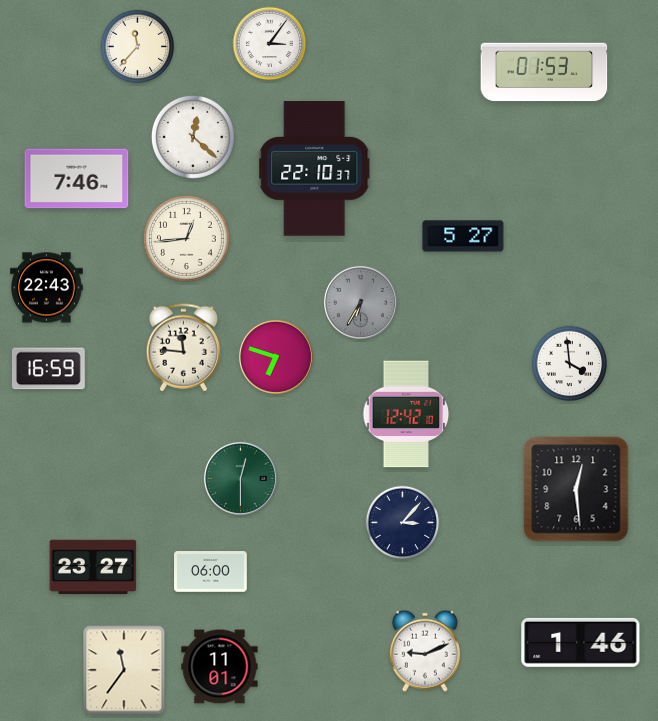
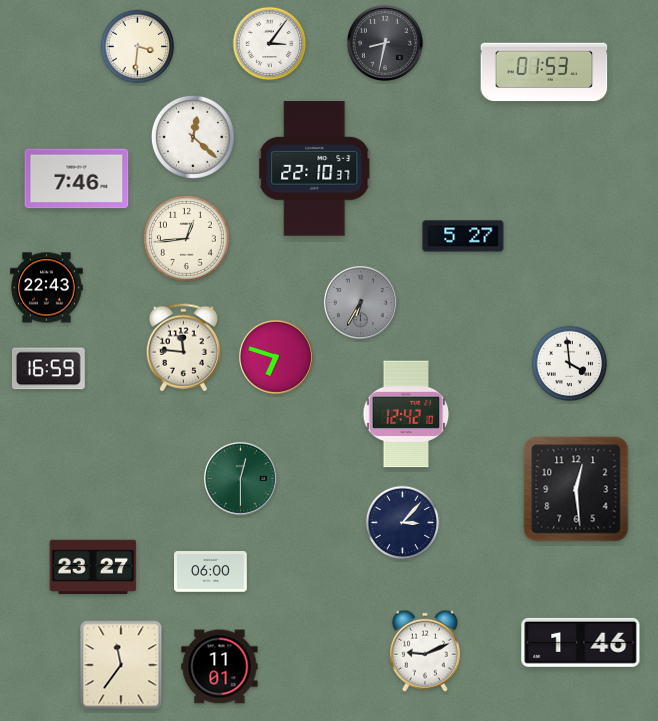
clock at (385, 43): none -> 8:32
clock at (138, 47): 11:37 -> 3:31
clock at (124, 670) position: (124, 670) -> (121, 665)
